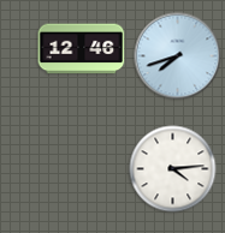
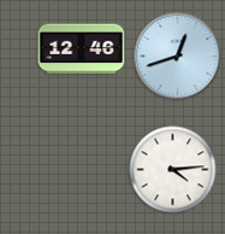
clock at (178, 56): 7:42 -> 12:42
